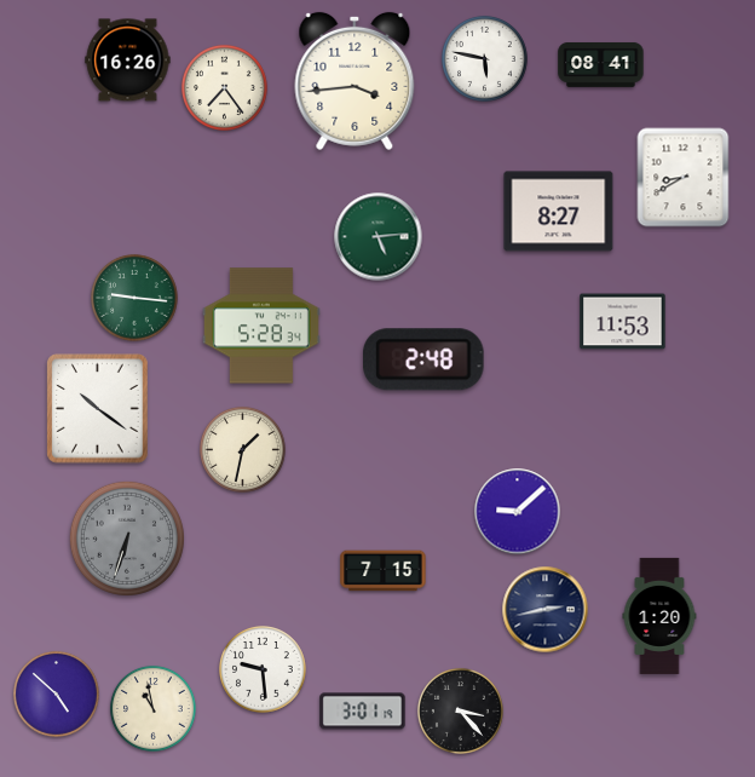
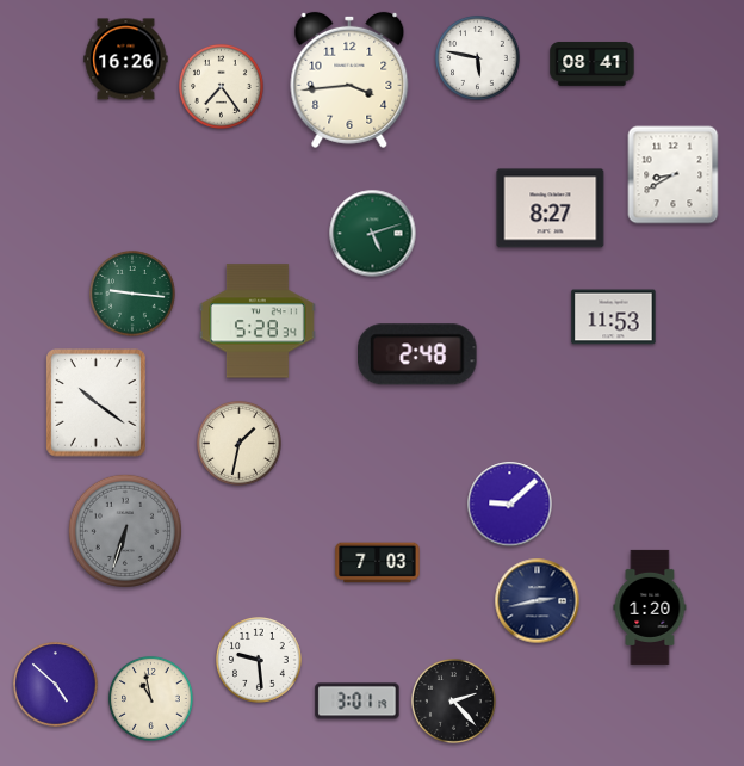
clock at (379, 237): 5:14 -> 5:12
clock at (384, 571): 7:15 -> 7:03
clock at (461, 712): 3:23 -> 2:23
